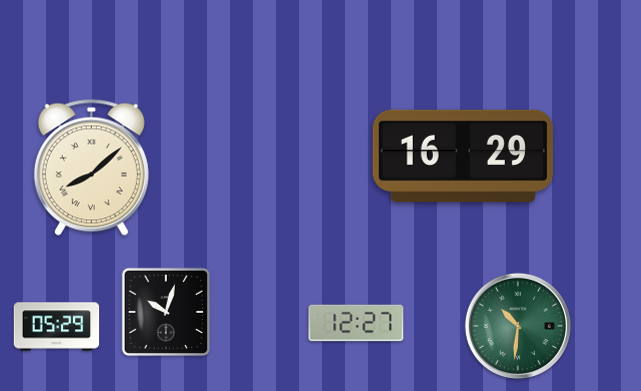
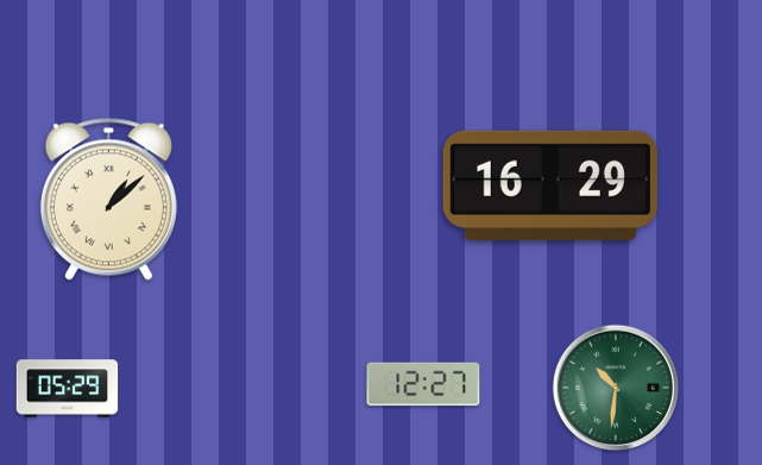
clock at (91, 167): 8:08 -> 1:08
clock at (166, 312): 10:03 -> none
